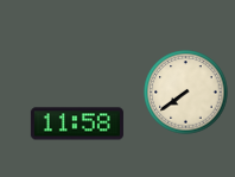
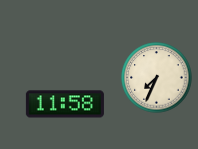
clock at (186, 93): 7:39 -> 7:34
